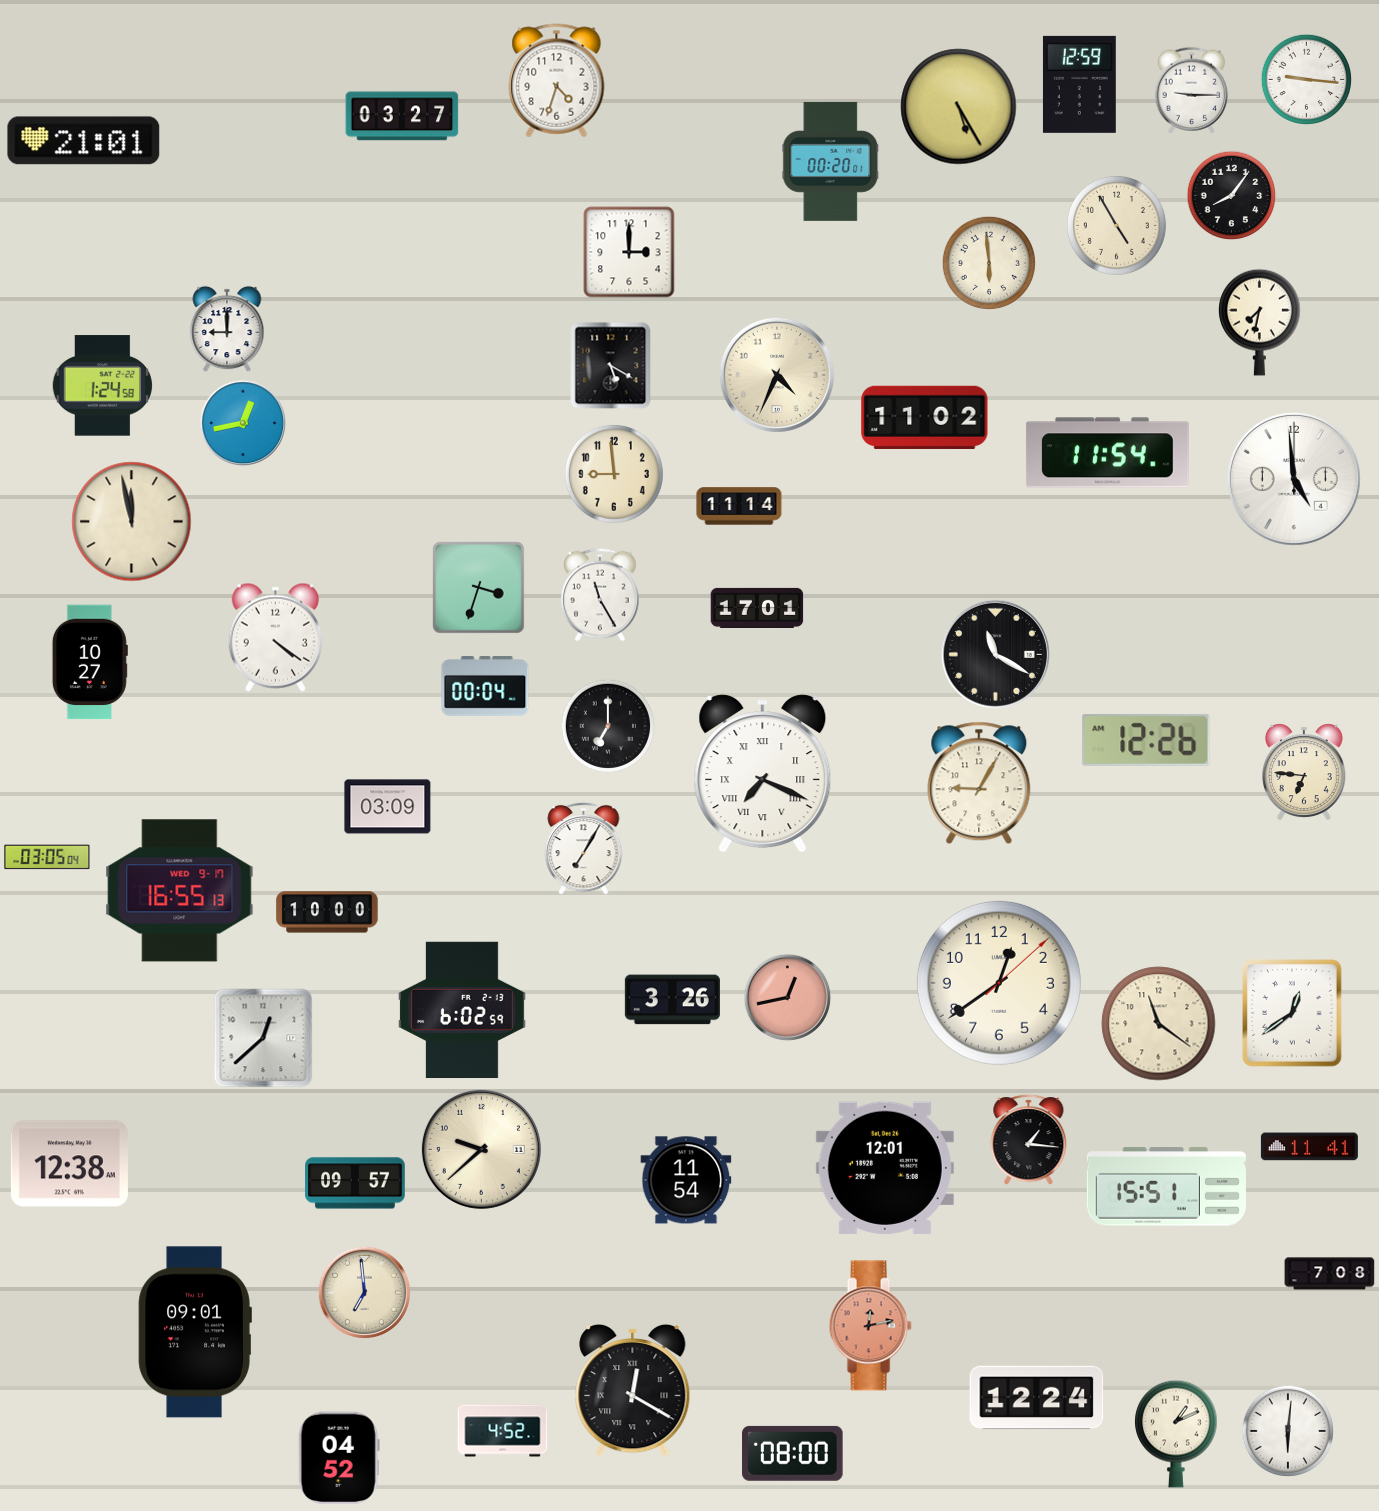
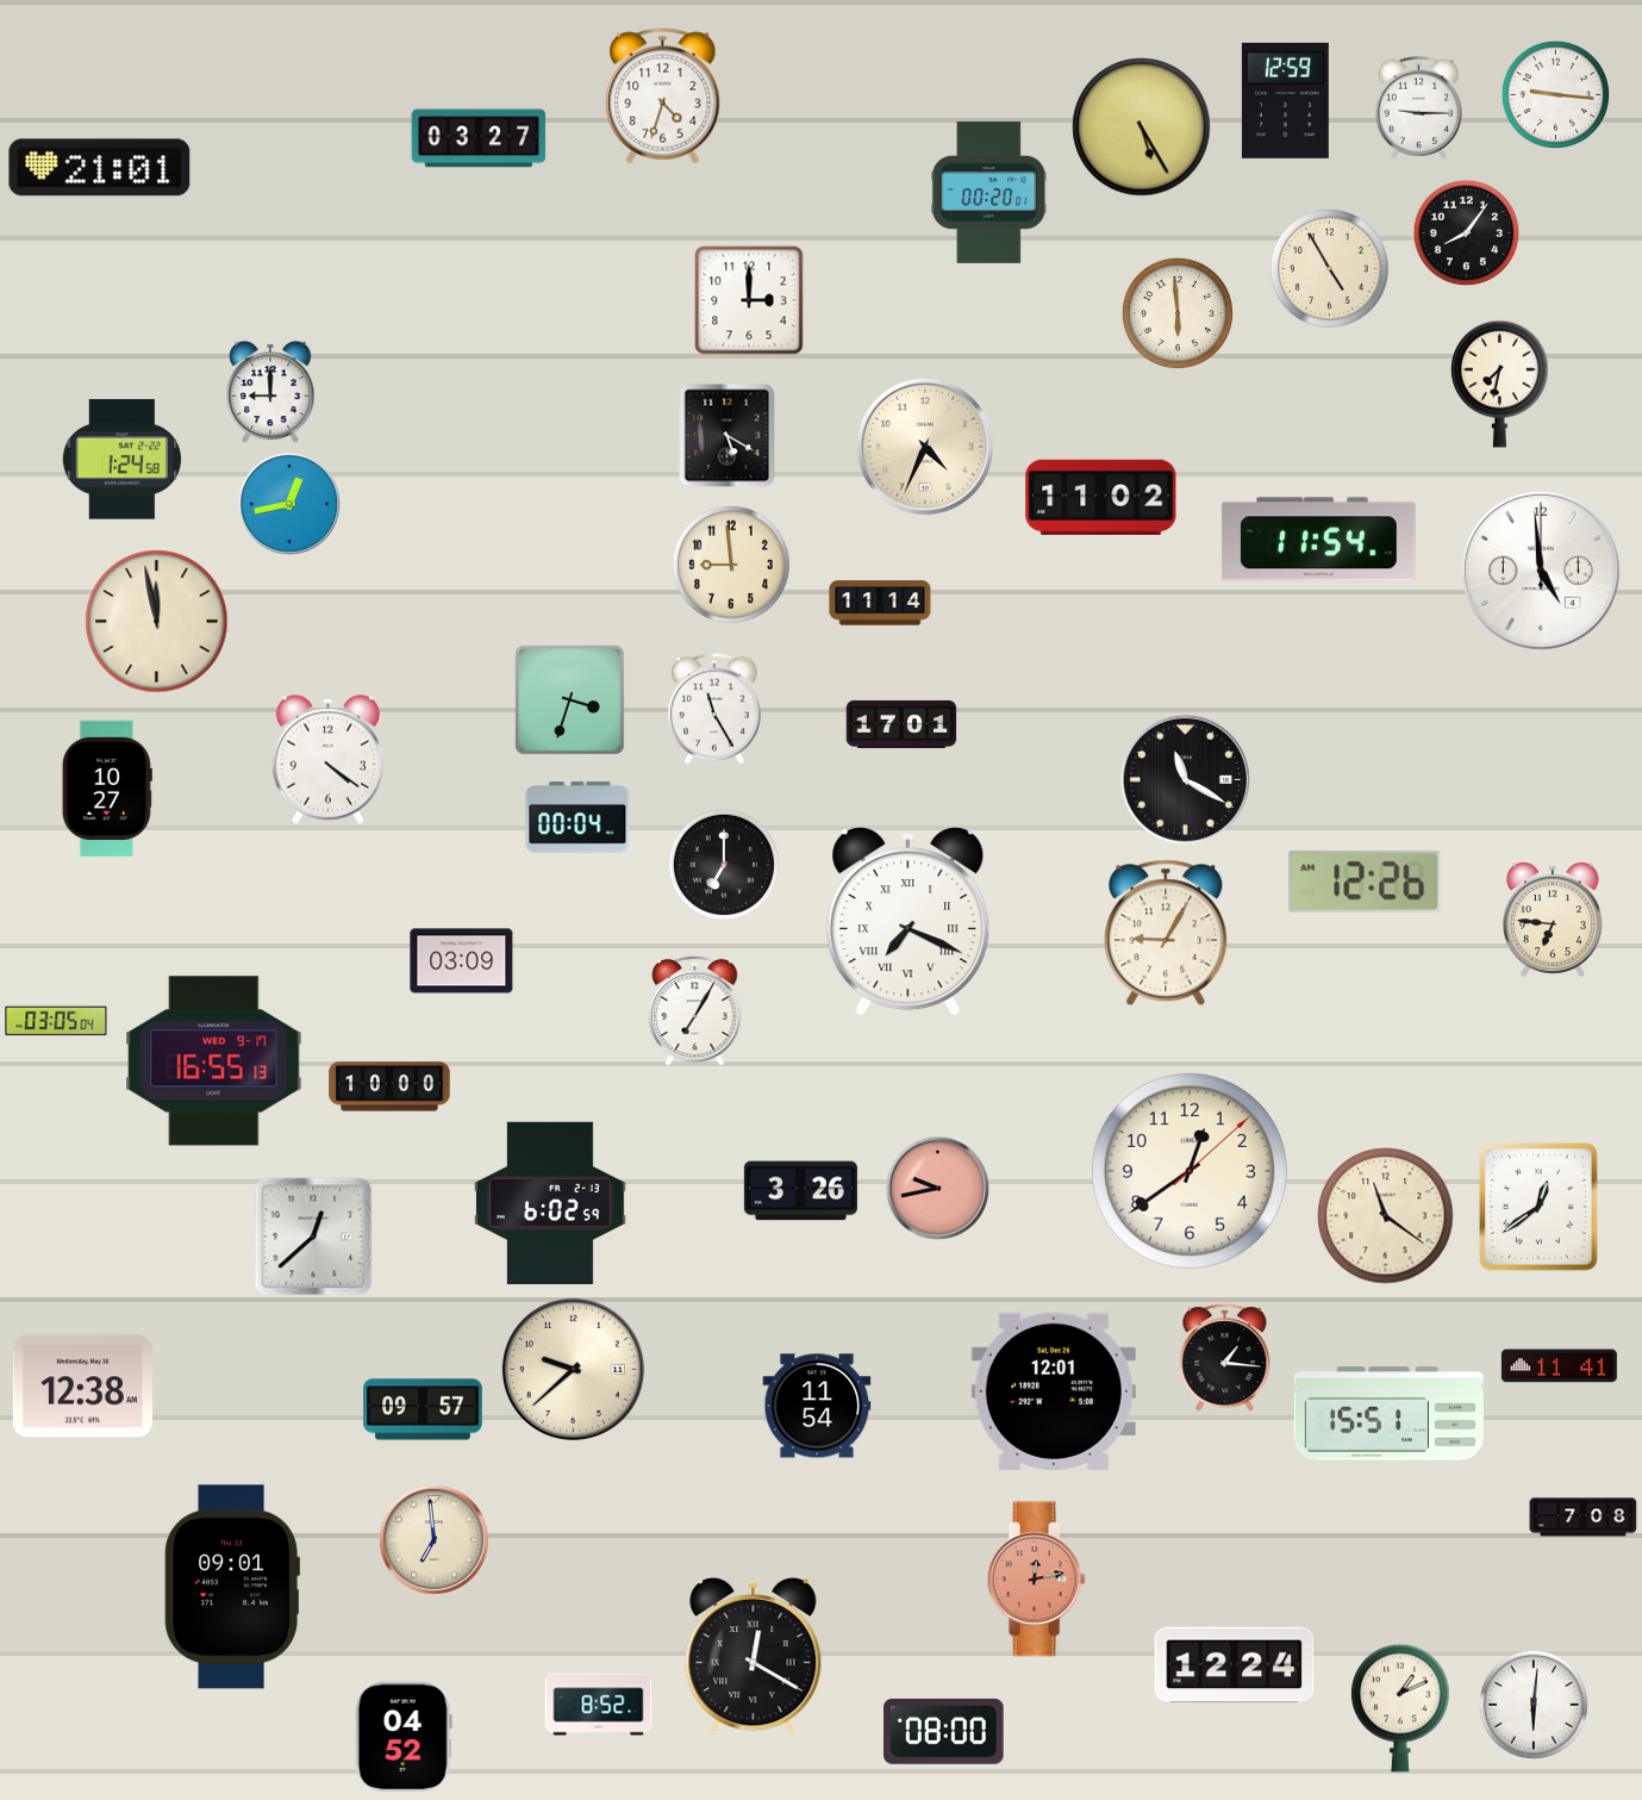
clock at (788, 998): 12:43 -> 9:43
clock at (1159, 1024) position: (1159, 1024) -> (1386, 1216)
clock at (503, 1431): 4:52 -> 8:52
